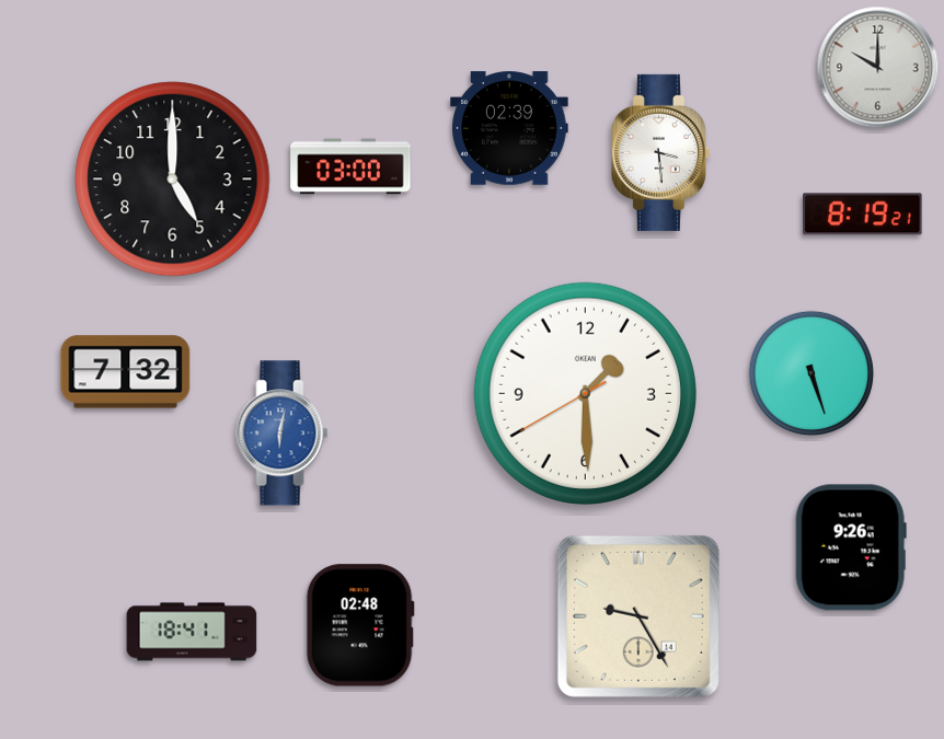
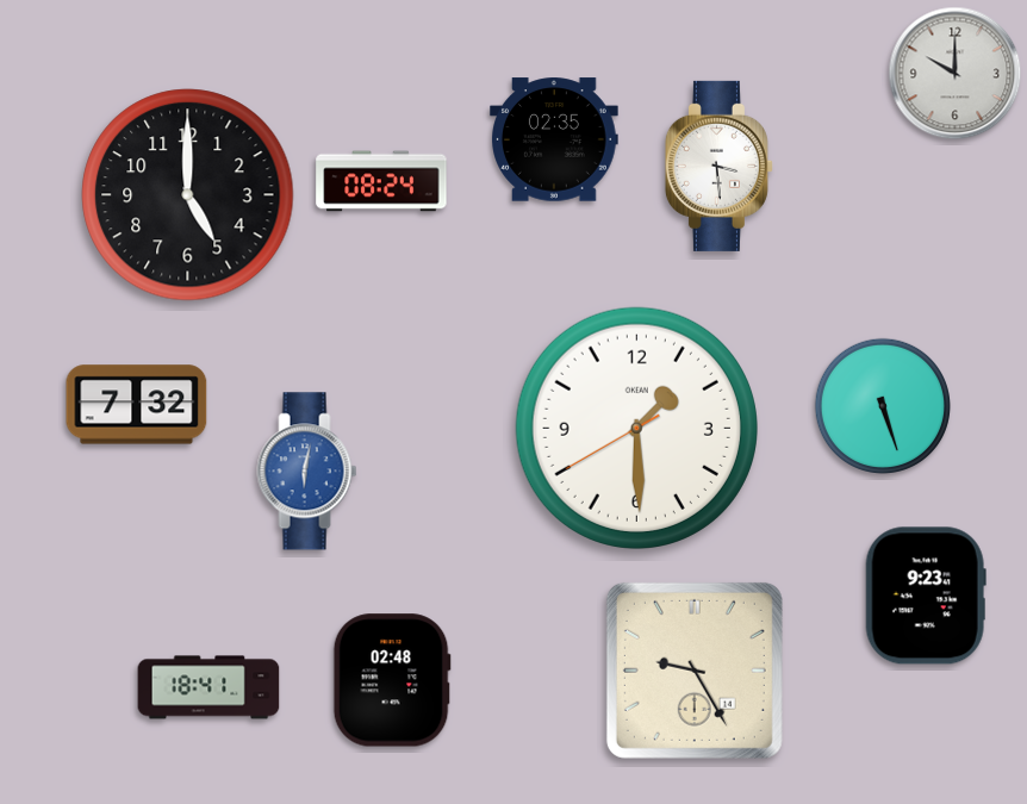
clock at (509, 128): 02:39 -> 02:35
clock at (350, 166): 03:00 -> 08:24
clock at (863, 215): 8:19 -> none
clock at (851, 547): 9:26 -> 9:23
